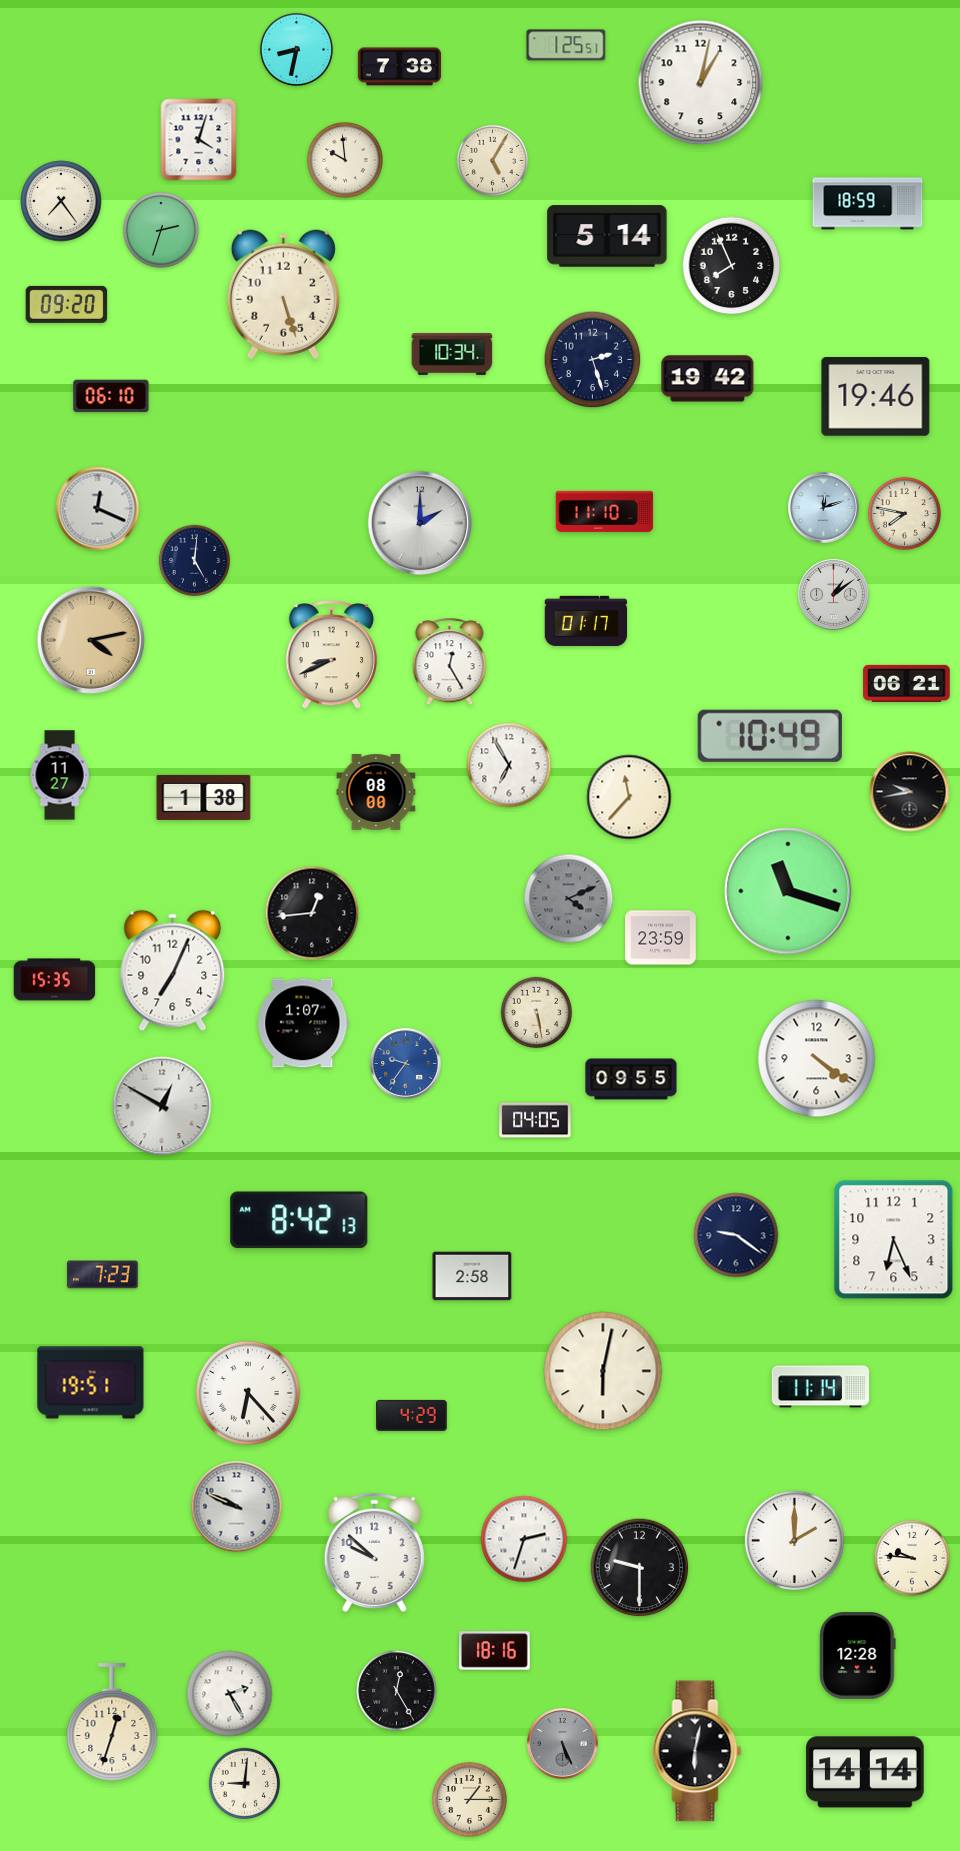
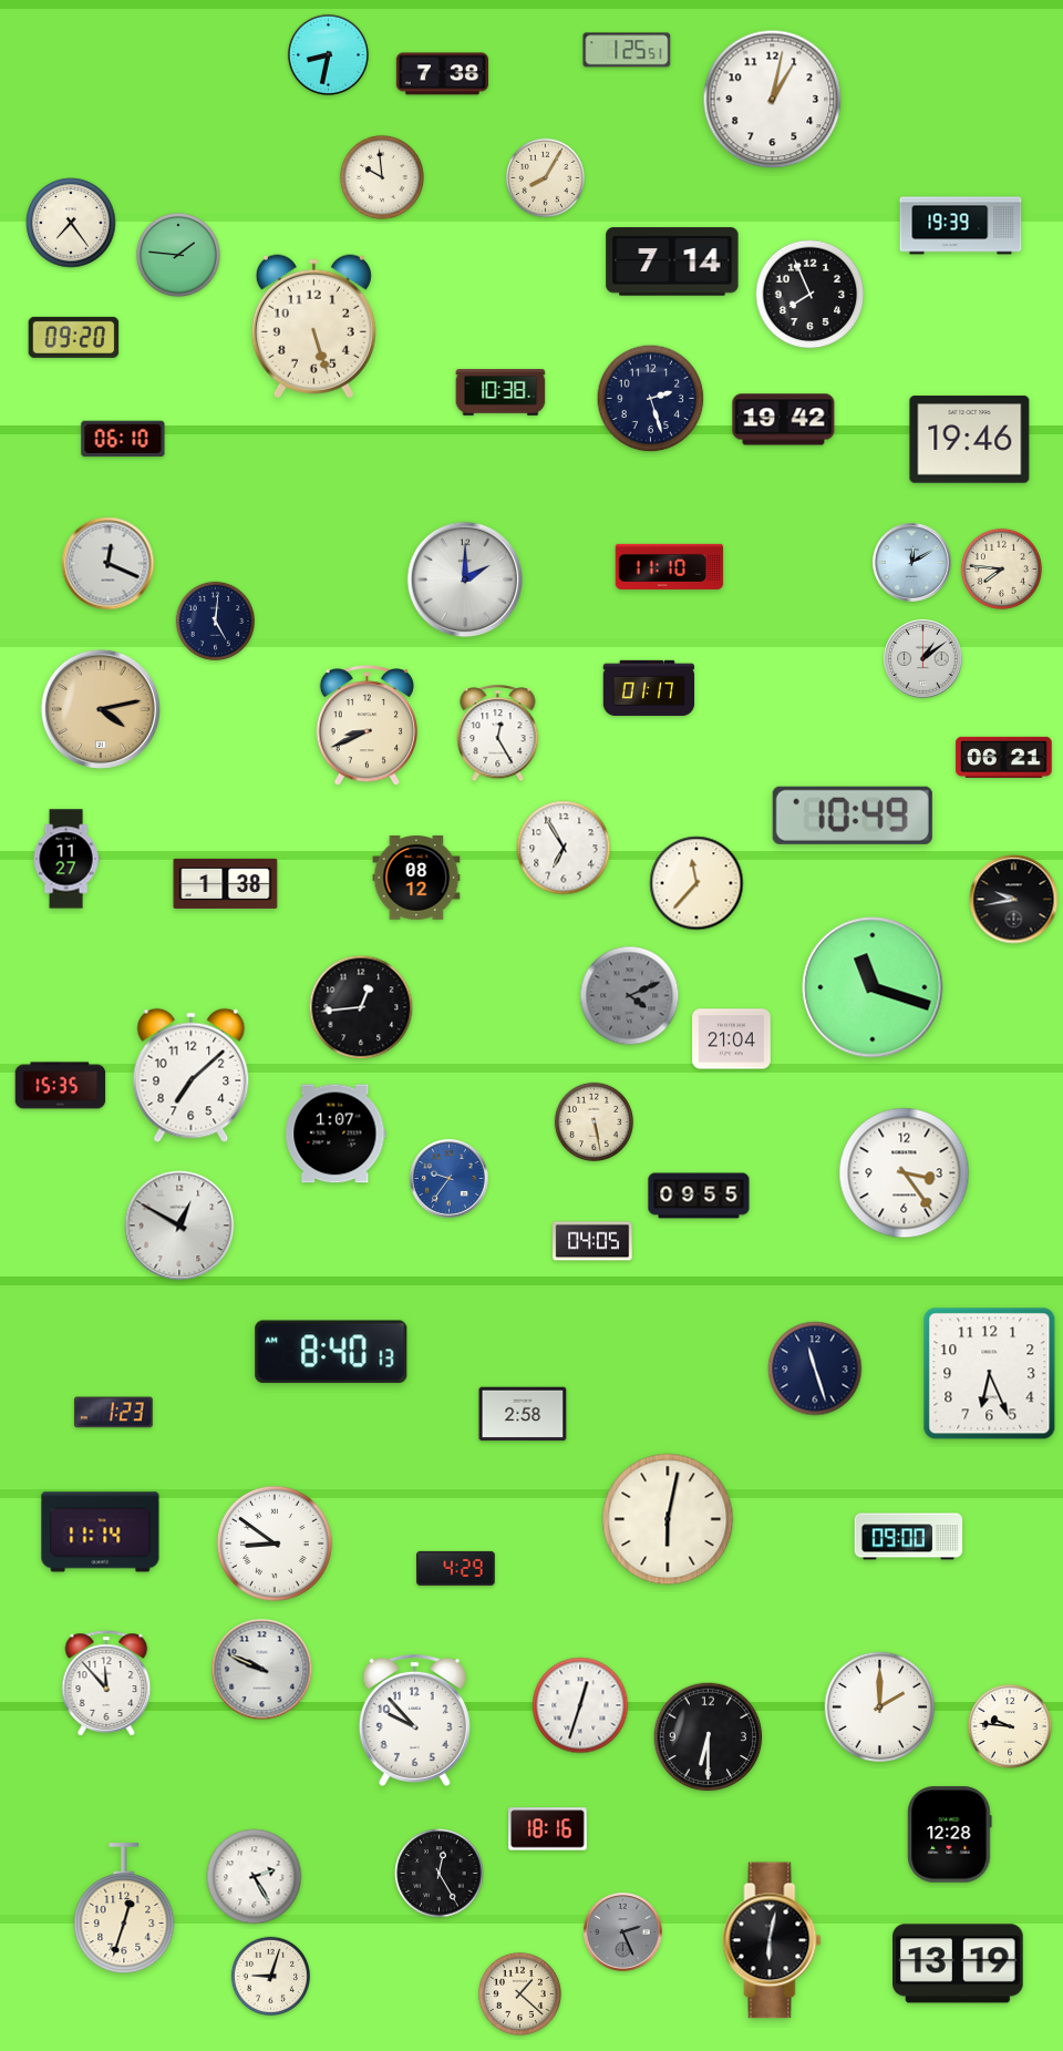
clock at (701, 83) position: (701, 83) -> (773, 100)
clock at (199, 140): 4:03 -> none
clock at (492, 160): 5:05 -> 8:05
clock at (61, 201) position: (61, 201) -> (71, 223)
clock at (868, 204): 18:59 -> 19:39
clock at (161, 230): 2:33 -> 1:46
clock at (607, 236): 5:14 -> 7:14
clock at (452, 355): 10:34 -> 10:38
clock at (593, 360) position: (593, 360) -> (651, 399)
clock at (824, 508): 12:12 -> 12:10
clock at (904, 513): 7:47 -> 7:46
clock at (910, 792) position: (910, 792) -> (1014, 900)
clock at (376, 793): 08:00 -> 08:12
clock at (312, 913) position: (312, 913) -> (361, 1007)
clock at (661, 938): 23:59 -> 21:04
clock at (173, 971): 7:04 -> 7:08
clock at (817, 1059): 4:21 -> 3:24
clock at (299, 1220): 8:42 -> 8:40
clock at (736, 1235): 9:21 -> 11:27
clock at (103, 1275): 7:23 -> 1:23
clock at (91, 1383): 19:51 -> 11:14
clock at (821, 1387): 11:14 -> 09:00
clock at (248, 1393): 6:23 -> 8:51
clock at (106, 1683): none -> 11:53
clock at (524, 1539): 2:33 -> 12:33
clock at (374, 1552): 9:52 -> 9:53
clock at (640, 1568): 9:30 -> 6:30
clock at (563, 1744): 5:26 -> 2:26
clock at (865, 1772): 14:14 -> 13:19
clock at (244, 1783): 9:01 -> 9:03
clock at (469, 1799): 1:15 -> 1:22
